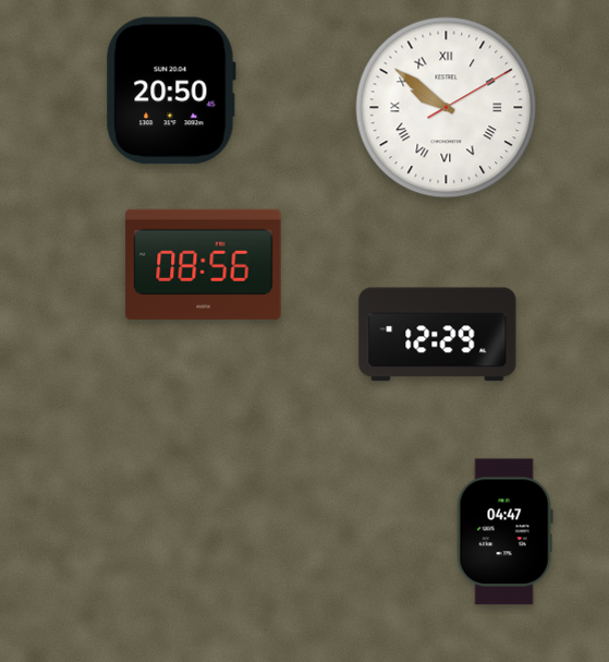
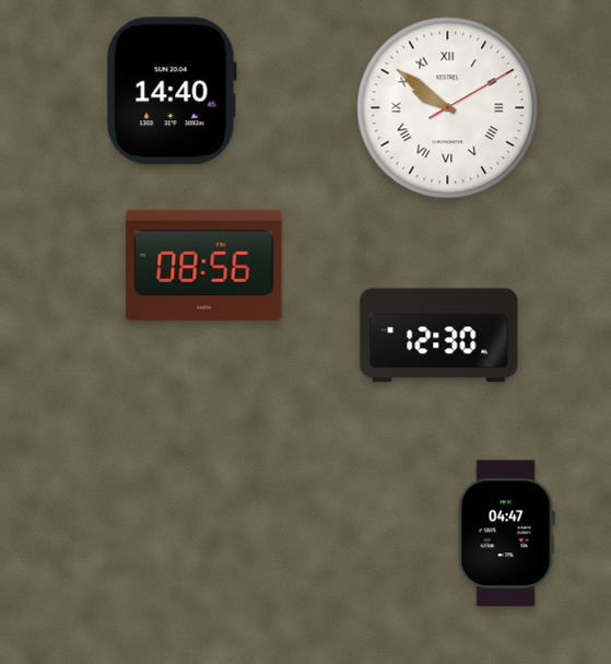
clock at (171, 91): 20:50 -> 14:40
clock at (438, 335): 12:29 -> 12:30
